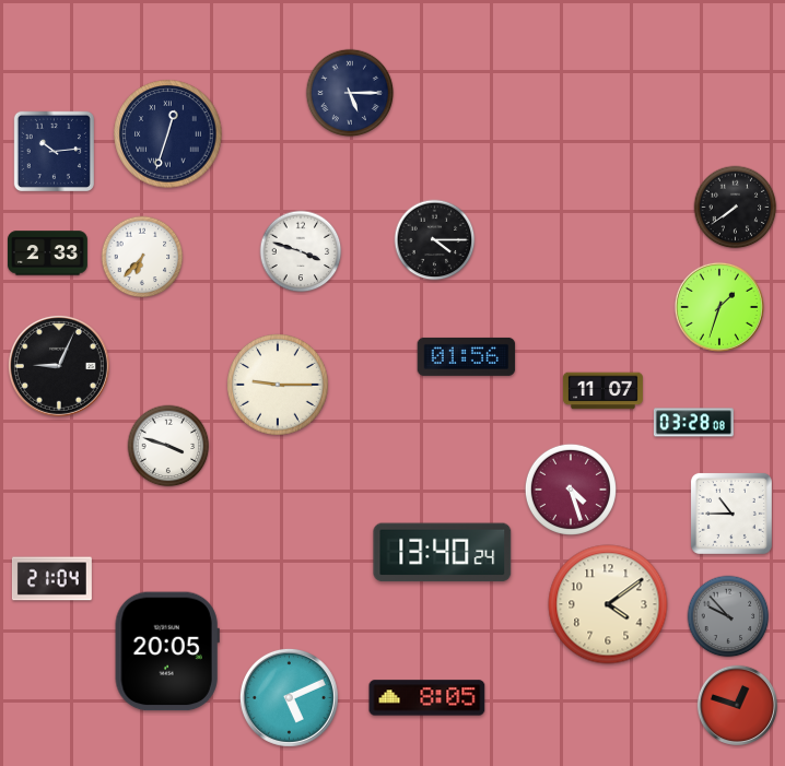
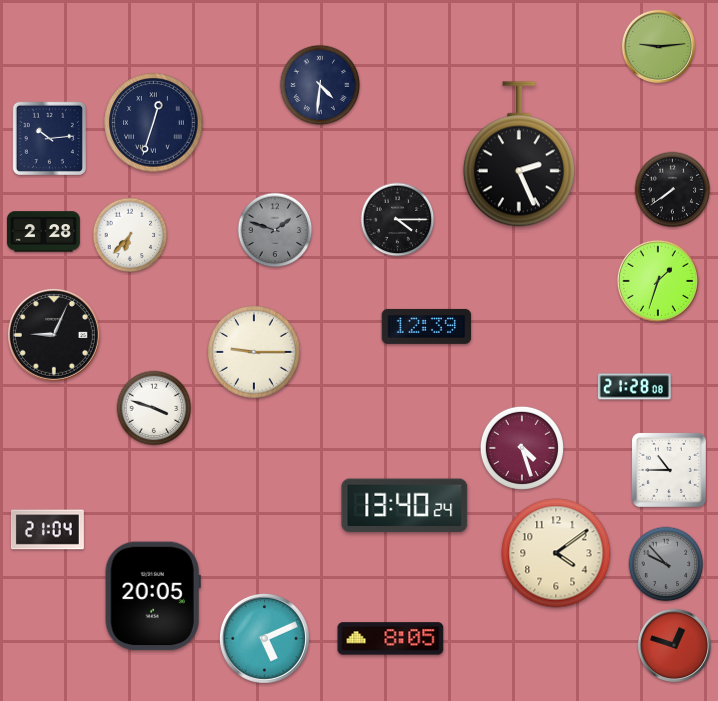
clock at (658, 46): none -> 9:14
clock at (350, 93): 5:15 -> 4:31
clock at (519, 154): none -> 2:26
clock at (301, 251): 3:48 -> 1:48
clock at (301, 251) dial: white -> grey
clock at (47, 254): 2:33 -> 2:28
clock at (467, 356): 01:56 -> 12:39
clock at (602, 391): 11:07 -> none
clock at (693, 423): 03:28 -> 21:28
